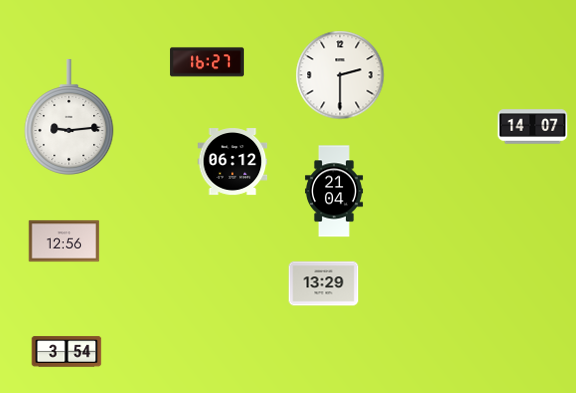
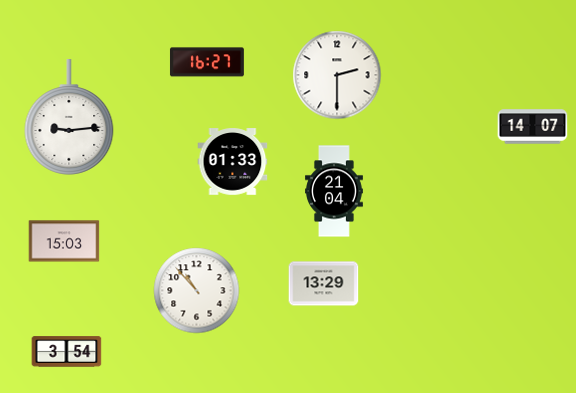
clock at (340, 75) position: (340, 75) -> (337, 75)
clock at (233, 162): 06:12 -> 01:33
clock at (64, 241): 12:56 -> 15:03
clock at (197, 291): none -> 10:53
